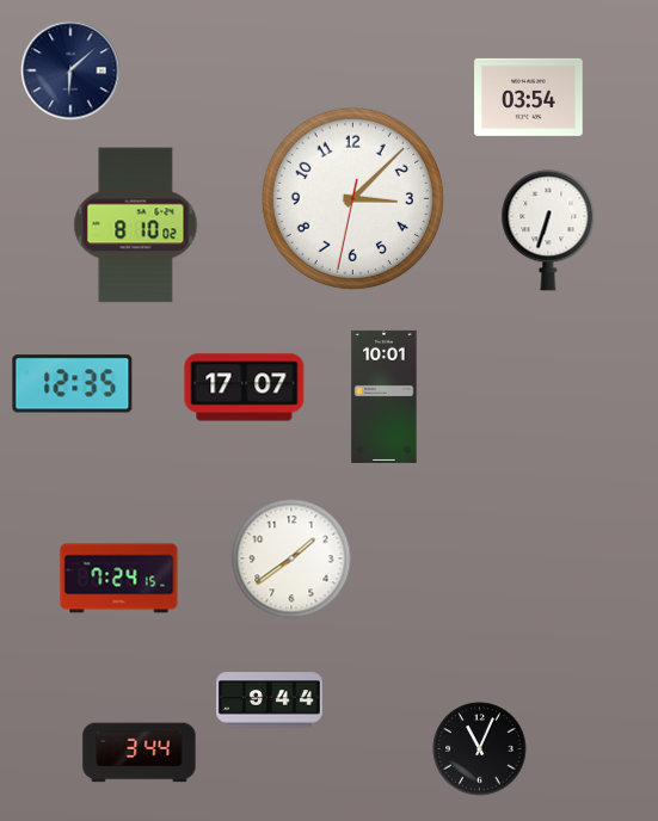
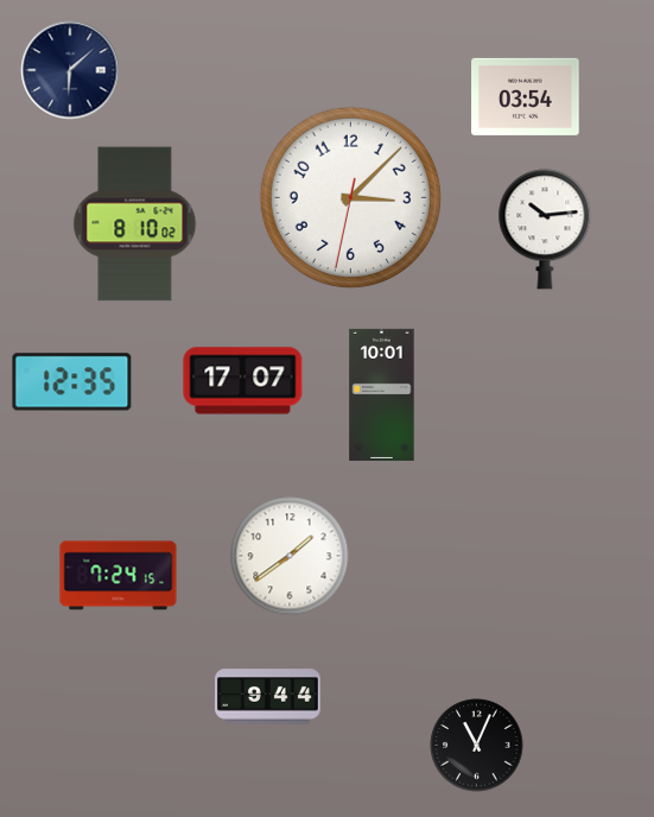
clock at (548, 230): 6:33 -> 10:14
clock at (245, 388) position: (245, 388) -> (243, 381)
clock at (140, 753): 3:44 -> none
